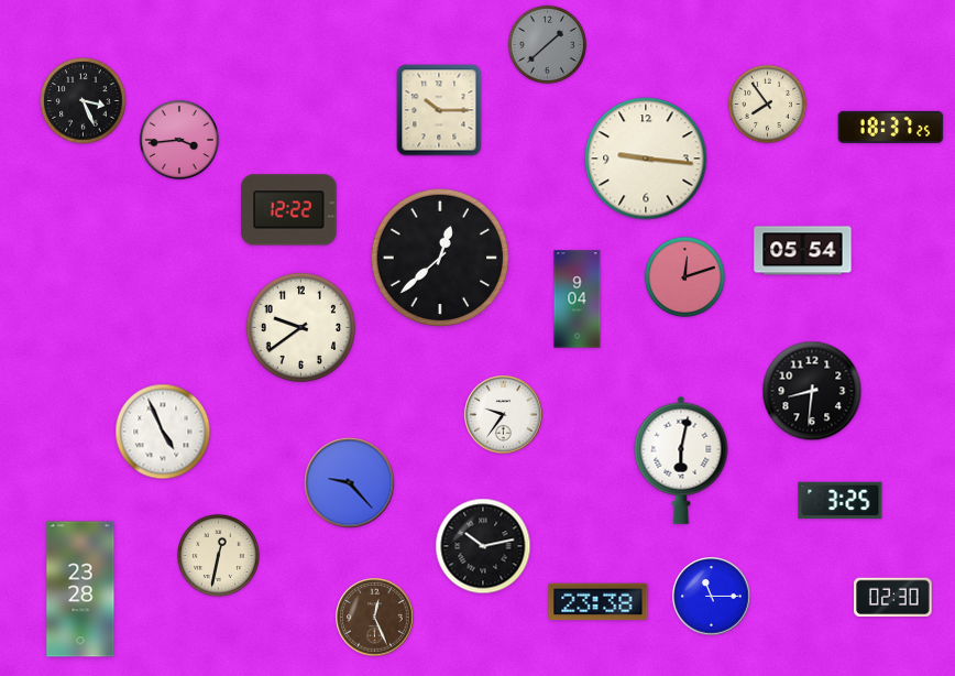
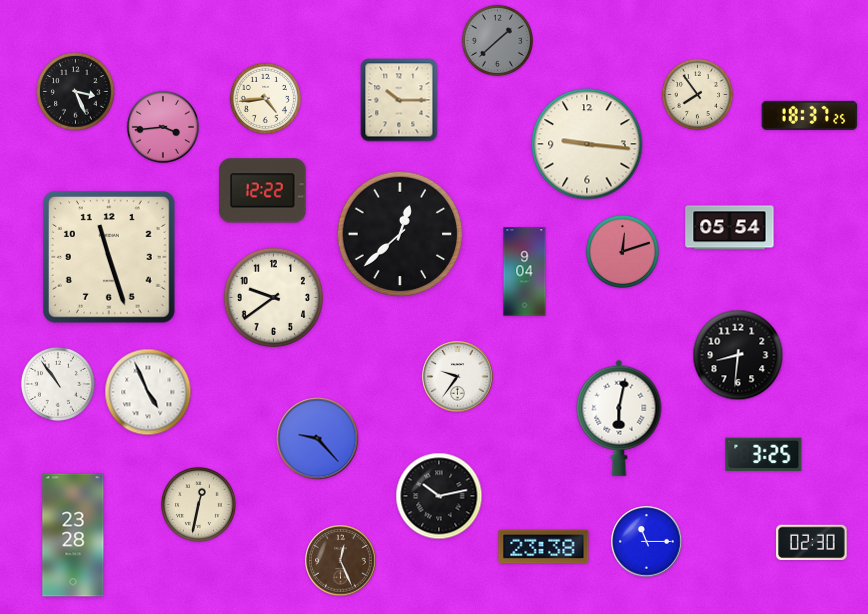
clock at (265, 98): none -> 4:44
clock at (109, 257): none -> 11:27
clock at (58, 384): none -> 10:54
